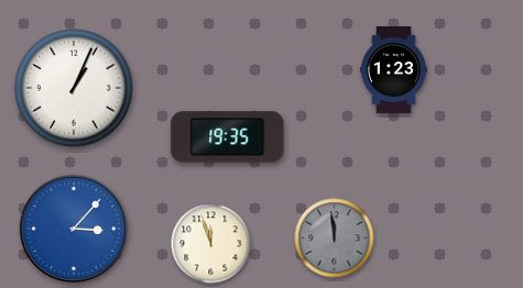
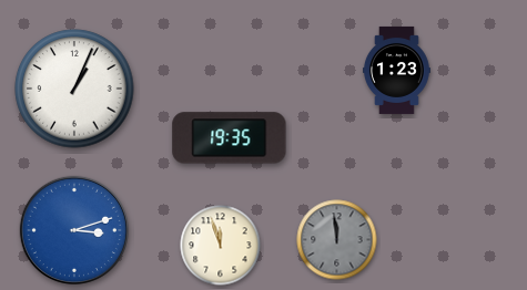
clock at (74, 229): 3:07 -> 3:12
clock at (211, 244) position: (211, 244) -> (221, 246)
